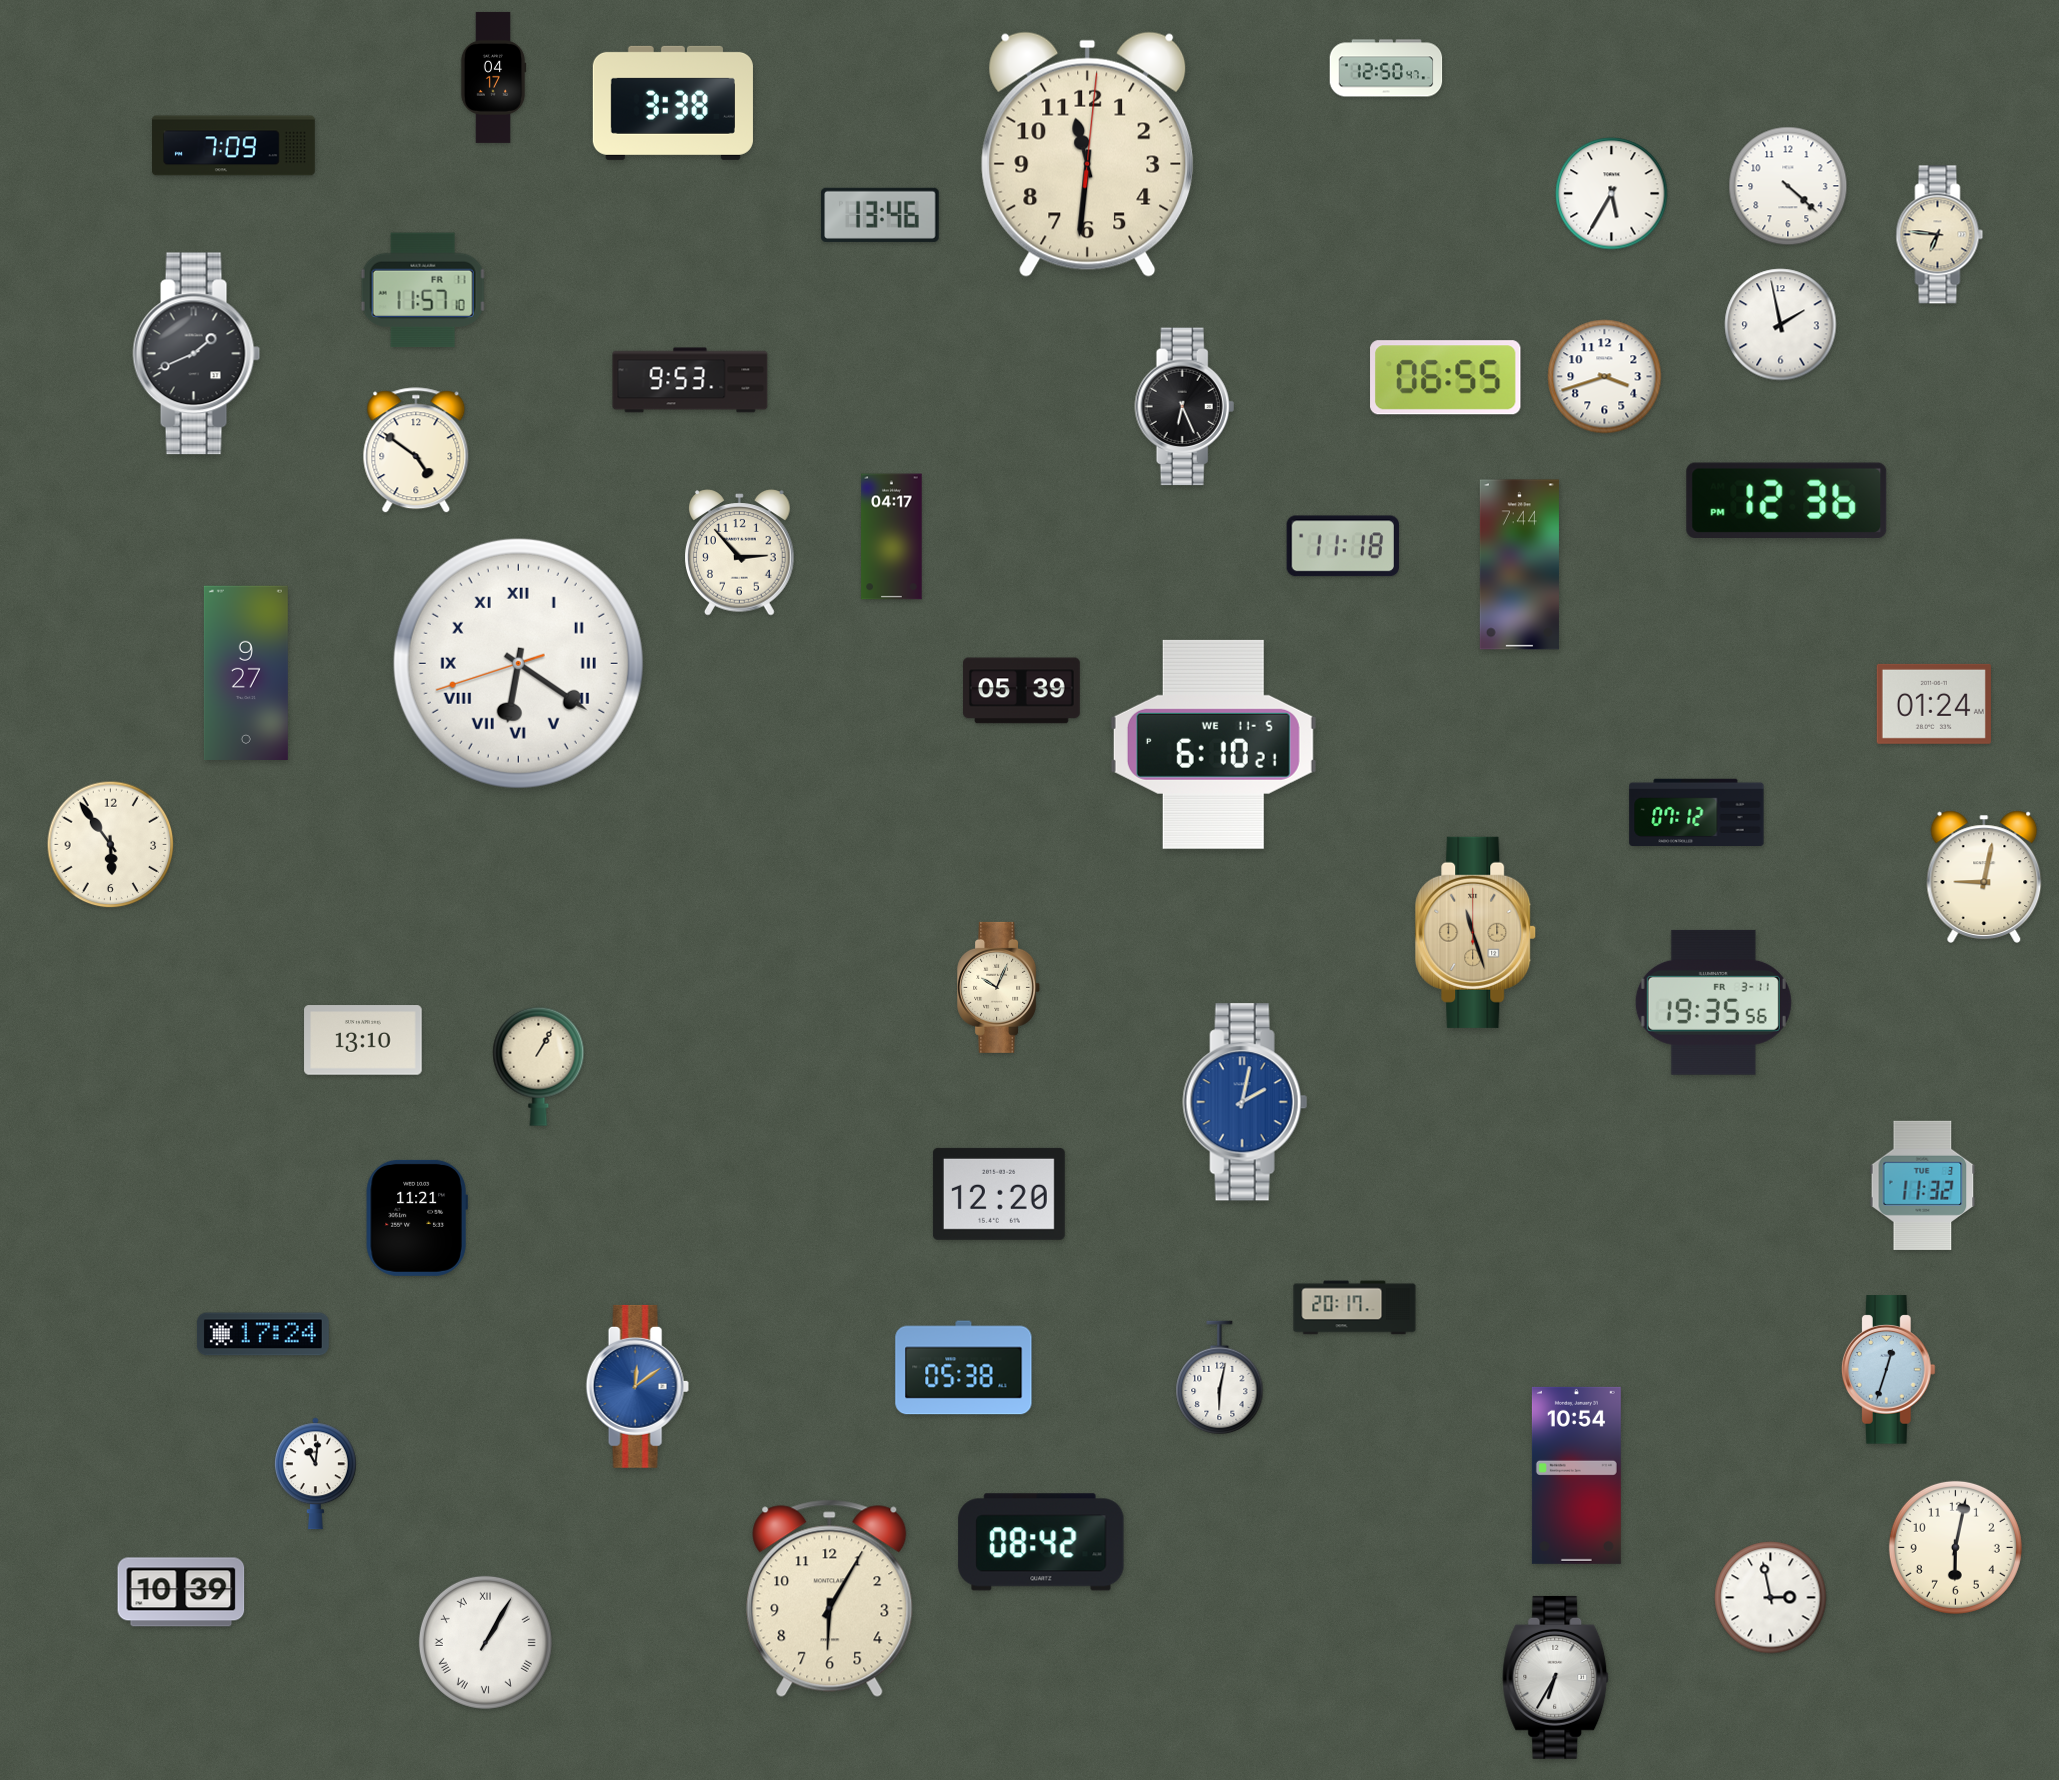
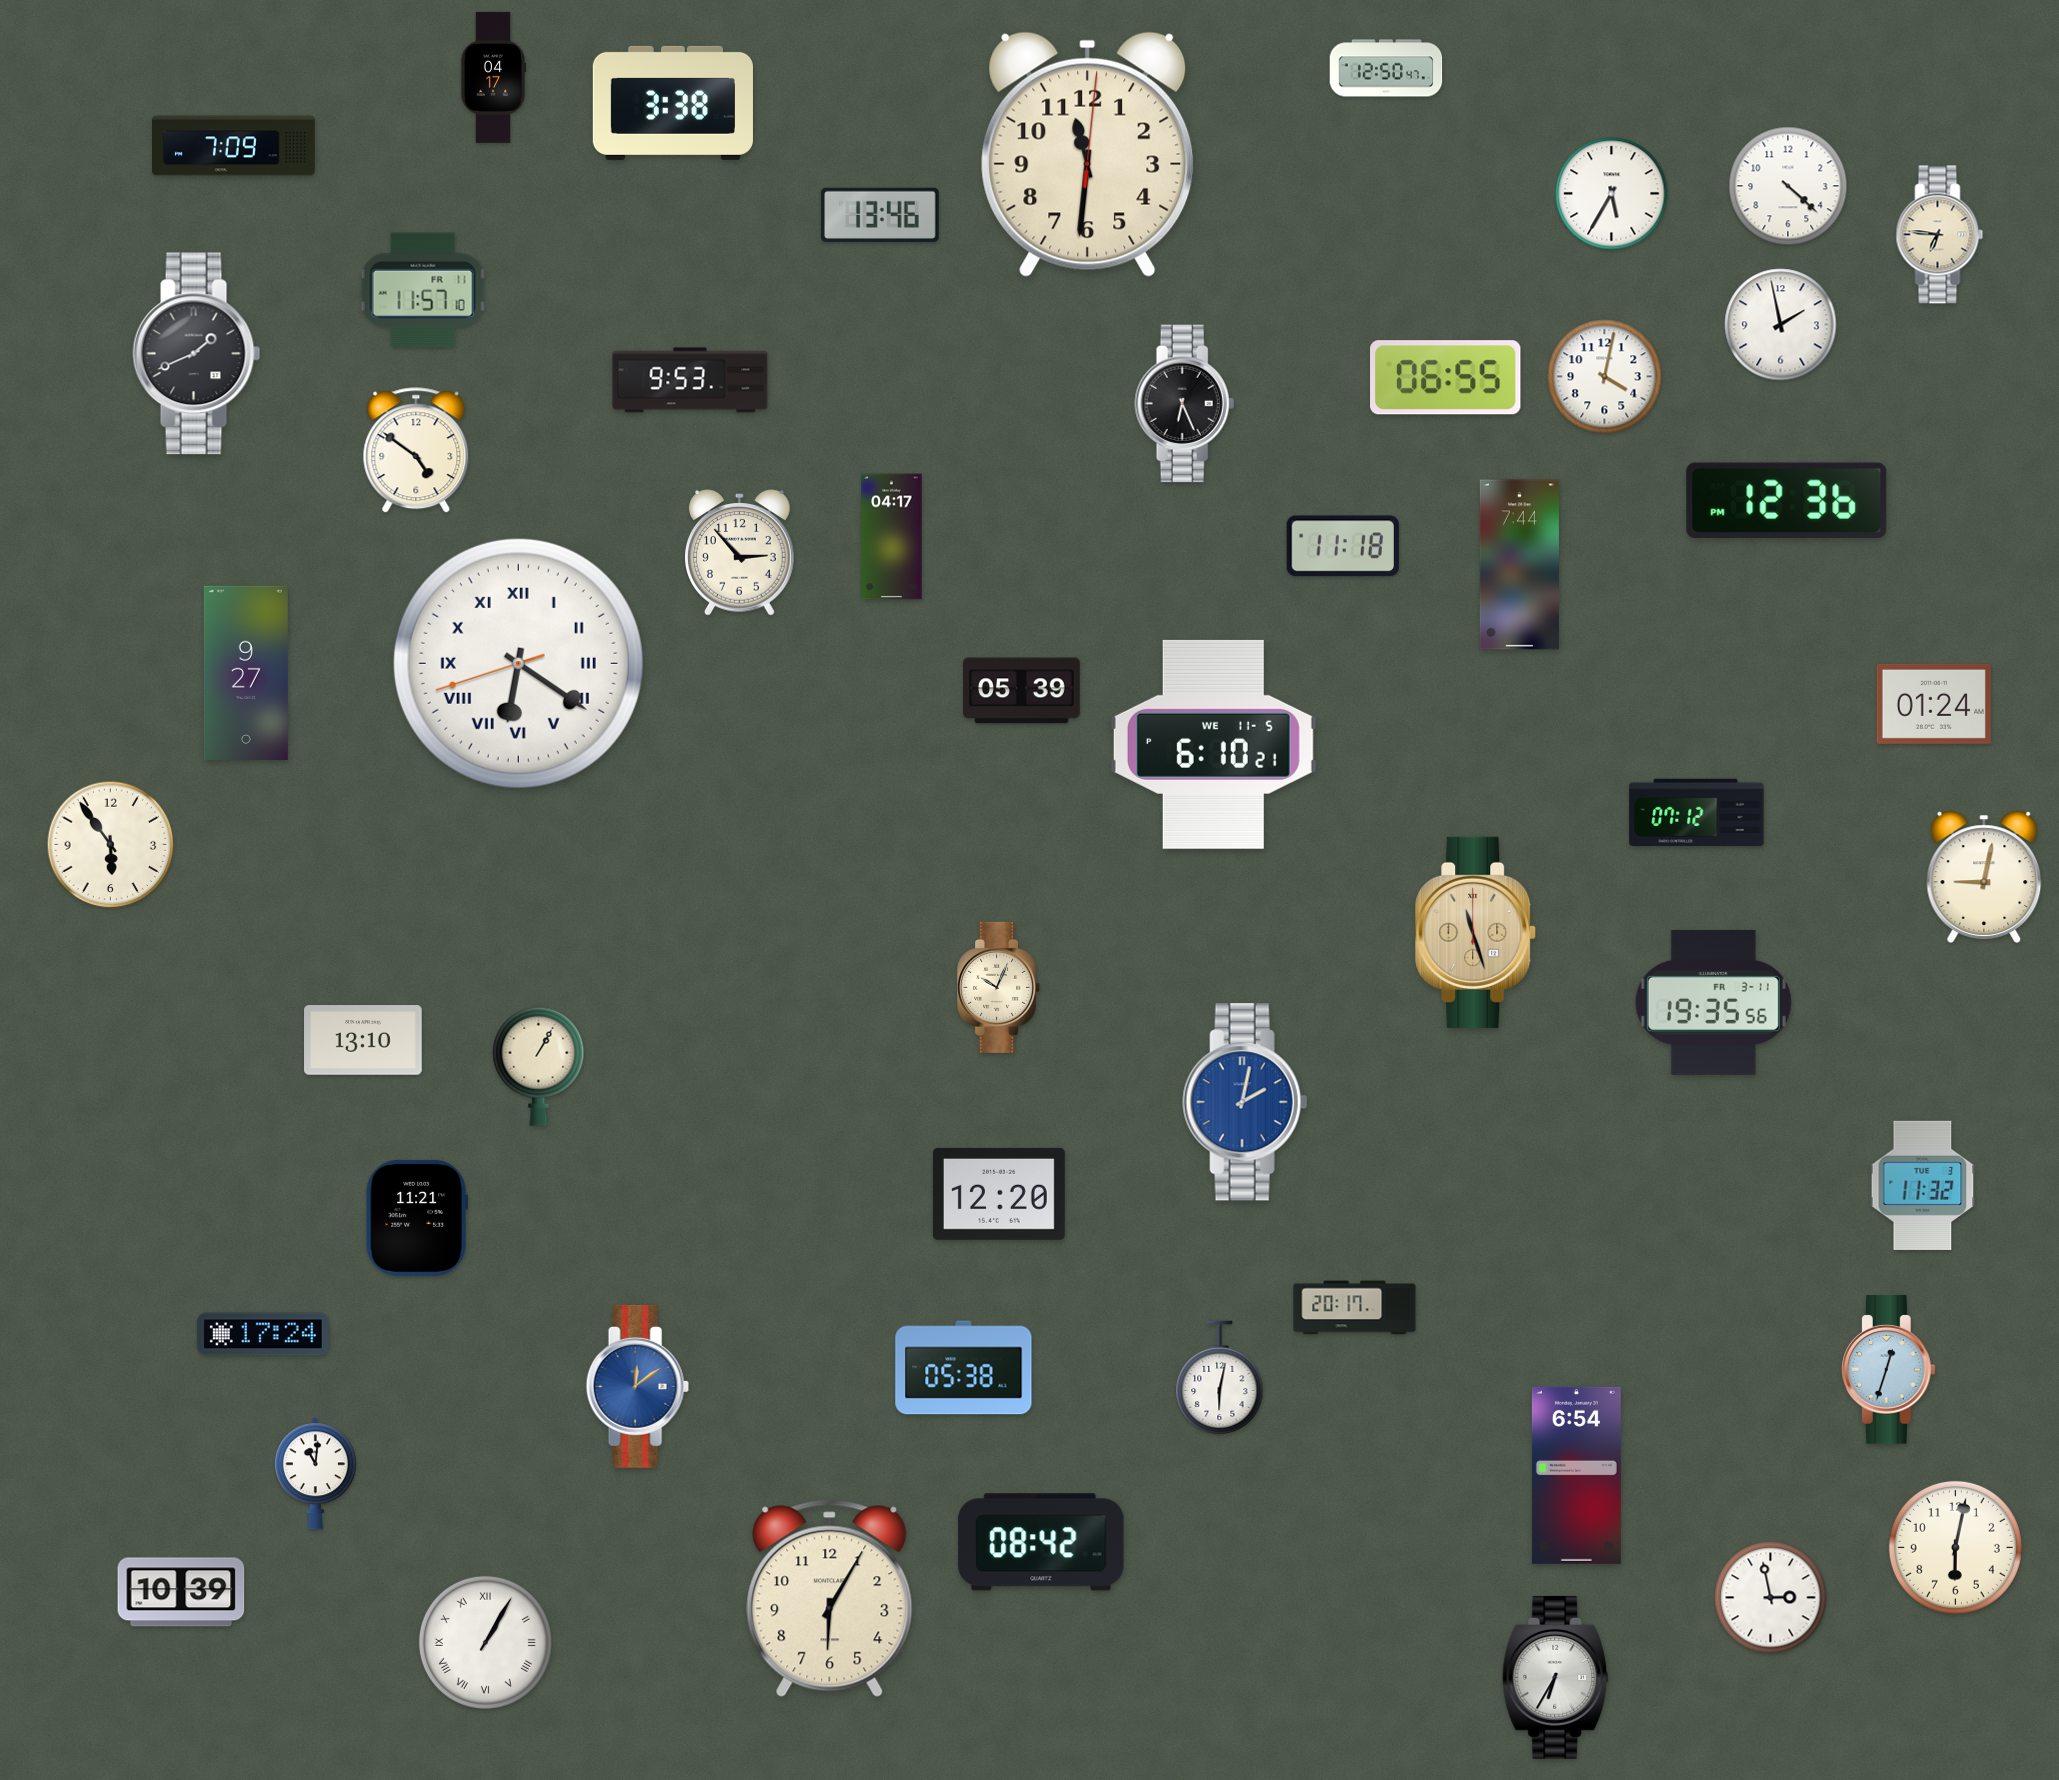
clock at (1605, 377): 3:42 -> 4:02
clock at (1185, 407) position: (1185, 407) -> (1185, 404)
clock at (1576, 1475): 10:54 -> 6:54
